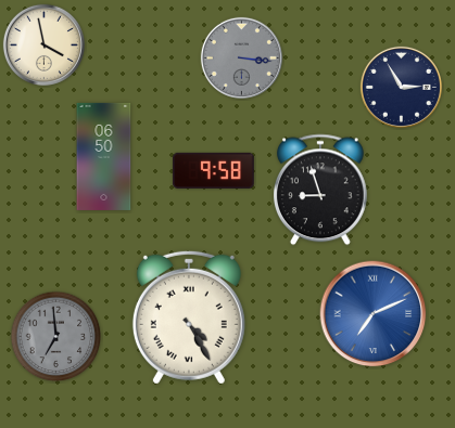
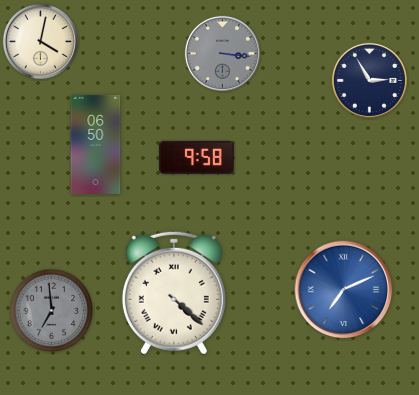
clock at (43, 44): 3:58 -> 4:02
clock at (320, 190): 8:57 -> none
clock at (189, 317): 4:25 -> 4:22
